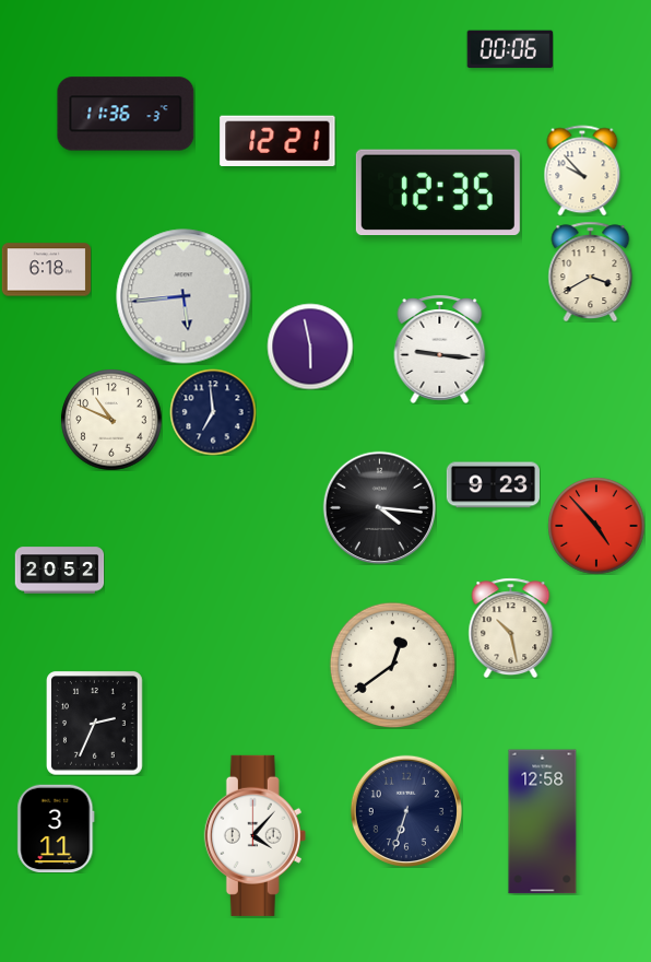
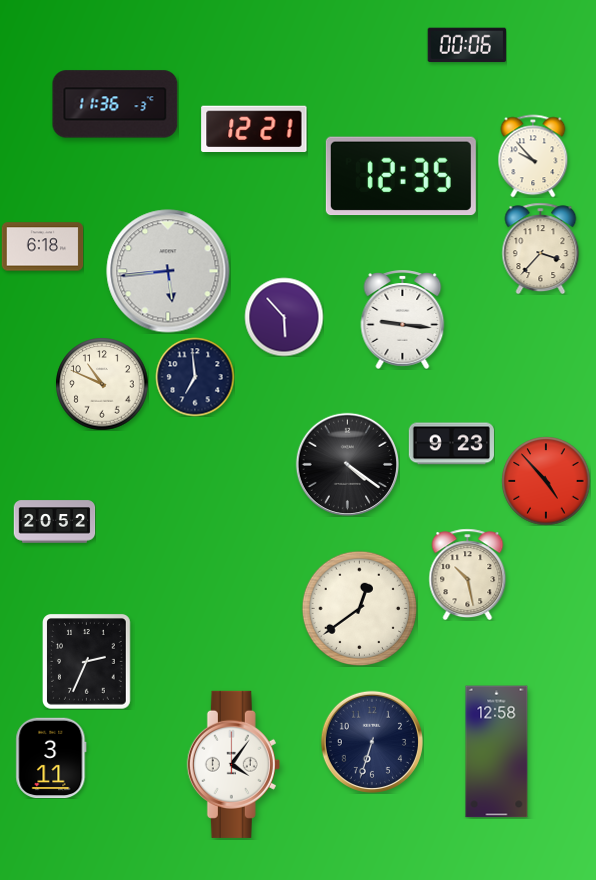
clock at (591, 271): 3:40 -> 3:37
clock at (310, 347): 5:58 -> 5:53
clock at (379, 507): 4:16 -> 4:21
clock at (255, 835): 4:07 -> 4:06
